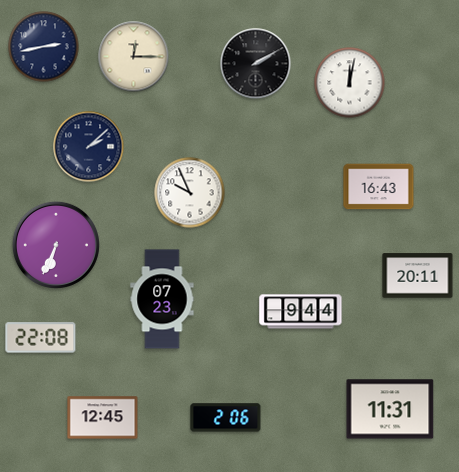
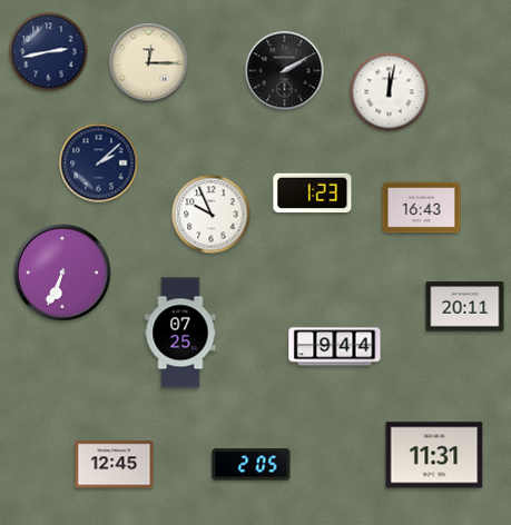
clock at (313, 194): none -> 1:23
clock at (162, 299): 07:23 -> 07:25
clock at (41, 338): 22:08 -> none
clock at (226, 418): 2:06 -> 2:05
